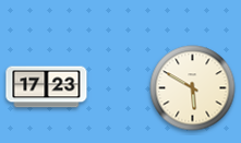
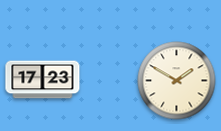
clock at (193, 88): 5:50 -> 1:50
